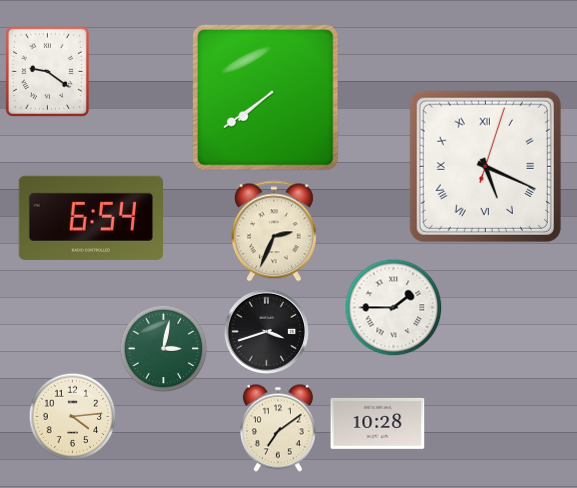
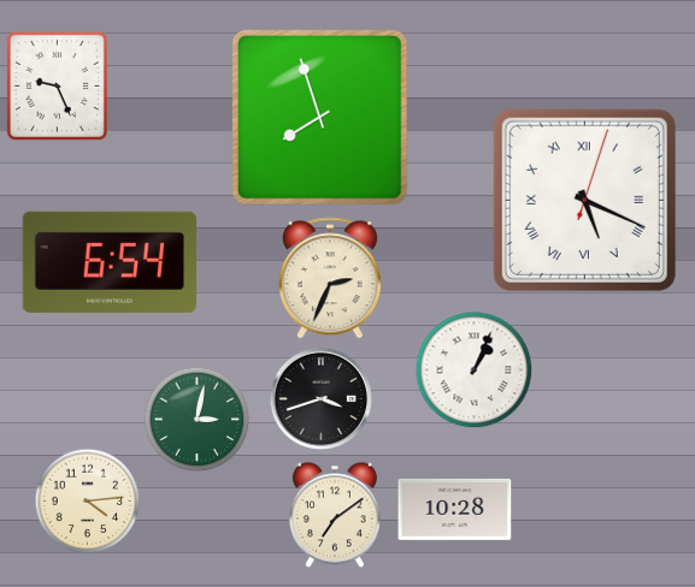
clock at (47, 71): 9:21 -> 9:26
clock at (265, 97): 7:39 -> 7:57
clock at (393, 307): 1:45 -> 1:04
